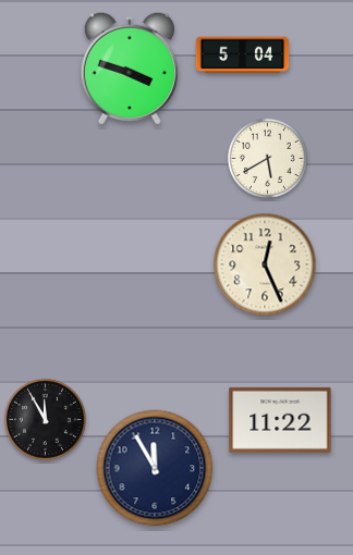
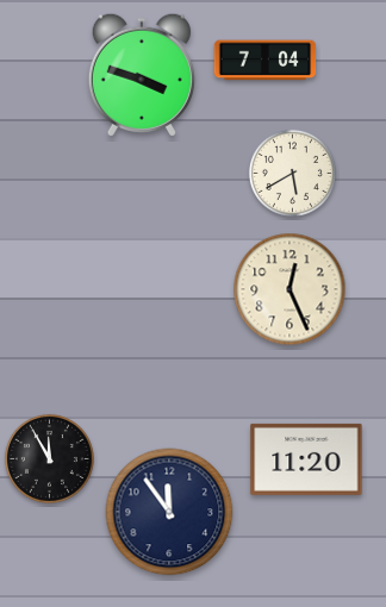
clock at (243, 55): 5:04 -> 7:04
clock at (280, 420): 11:22 -> 11:20
clock at (155, 468): 11:55 -> 11:54
